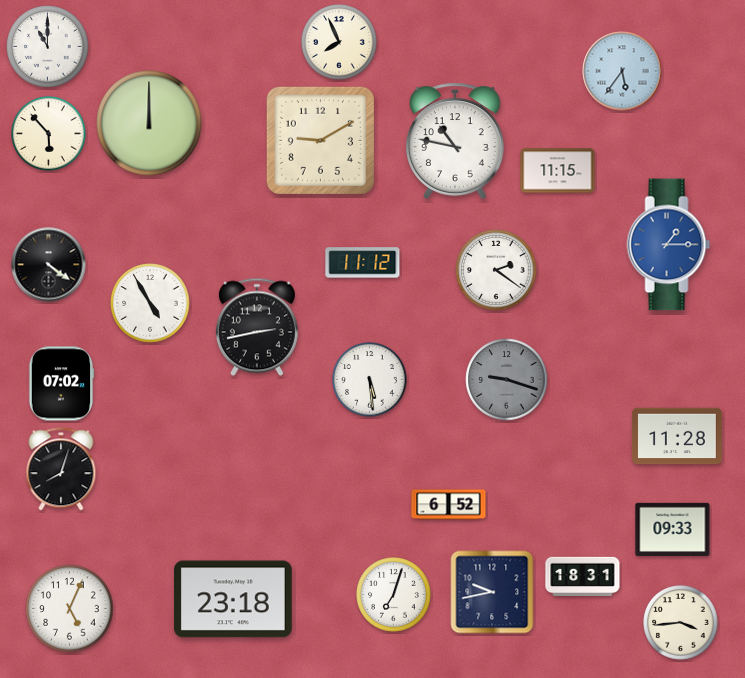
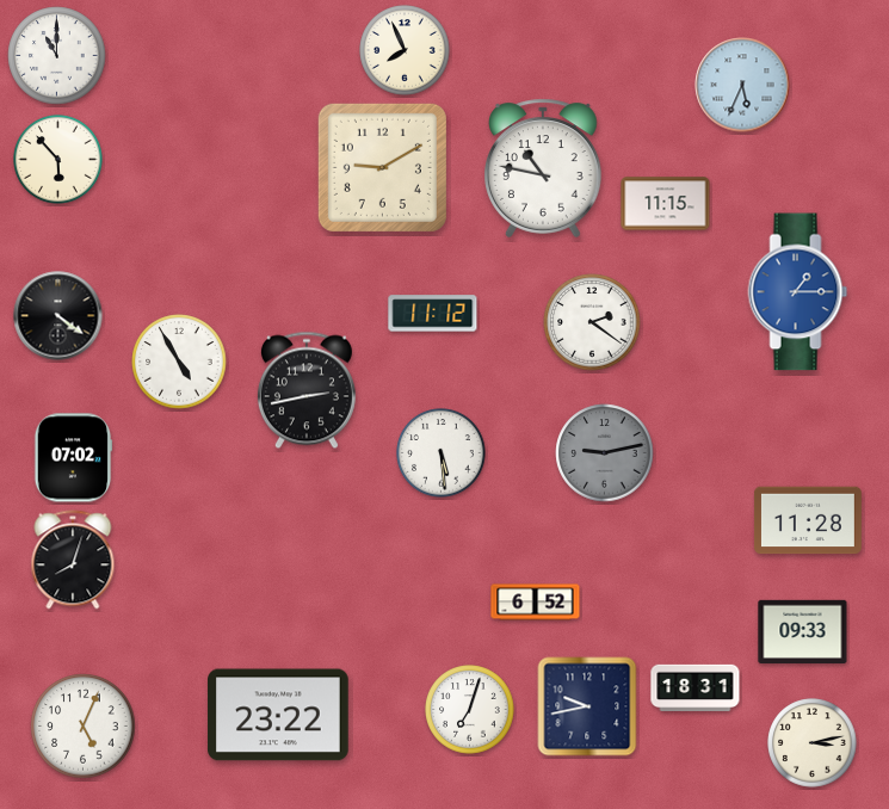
clock at (622, 71): 5:36 -> 5:34
clock at (149, 123): 12:00 -> none
clock at (507, 380): 9:18 -> 9:13
clock at (233, 599): 23:18 -> 23:22
clock at (681, 623): 3:44 -> 3:13
